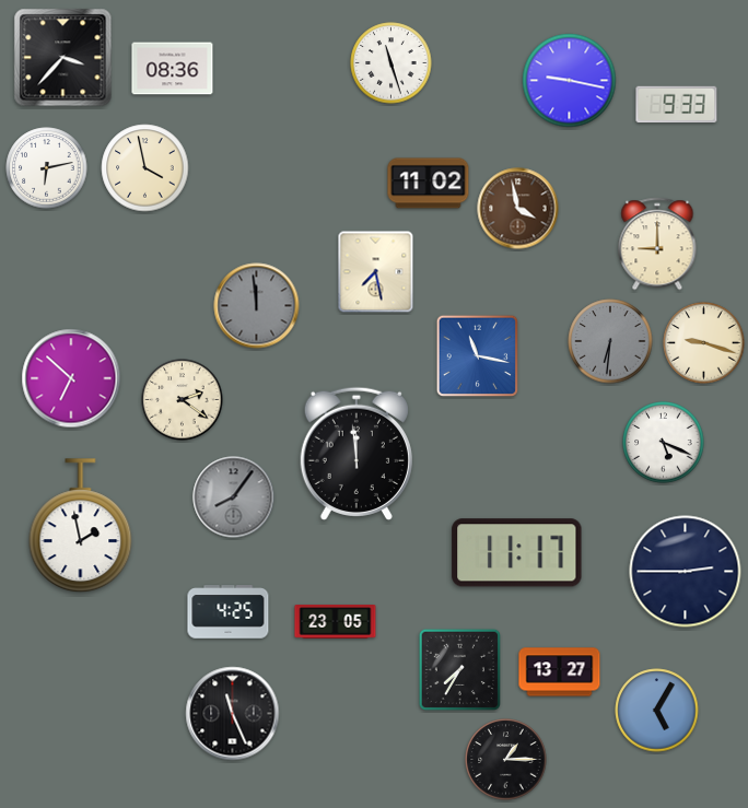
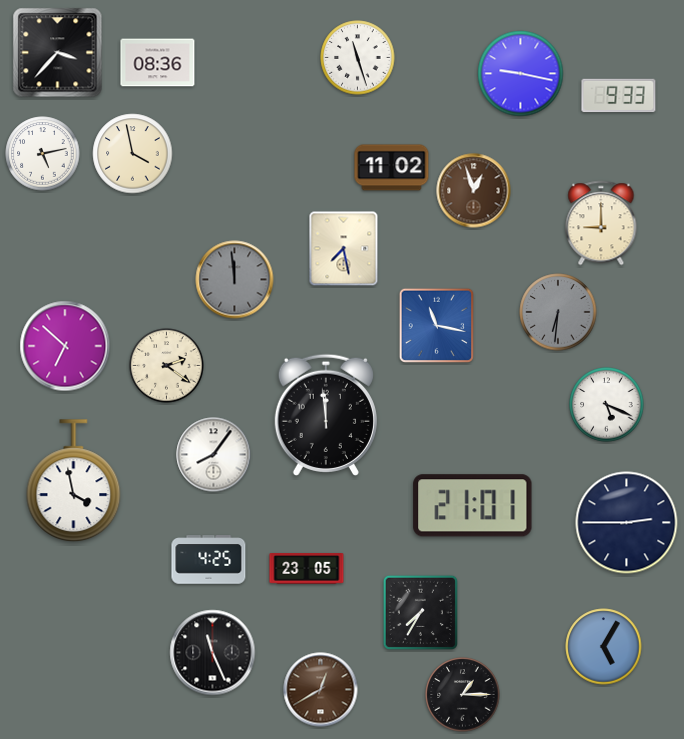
clock at (47, 168): 6:13 -> 5:13
clock at (518, 209): 3:58 -> 12:57
clock at (704, 343): 9:18 -> none
clock at (234, 497) dial: grey -> white
clock at (81, 526): 1:58 -> 3:58
clock at (517, 553): 11:17 -> 21:01
clock at (560, 672): 13:27 -> none
clock at (657, 711) position: (657, 711) -> (604, 647)
clock at (321, 690): none -> 12:40
